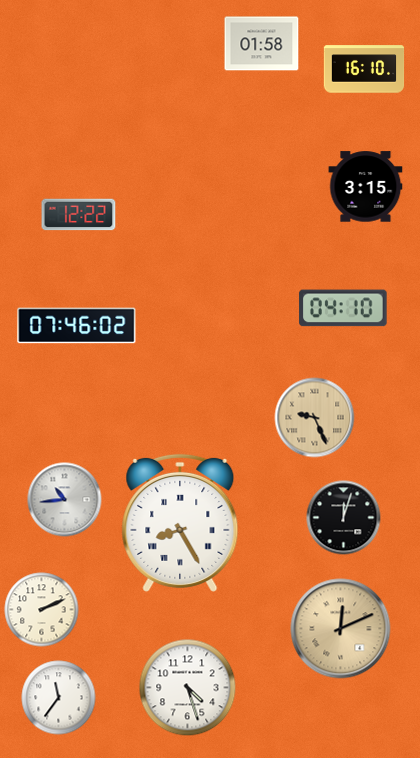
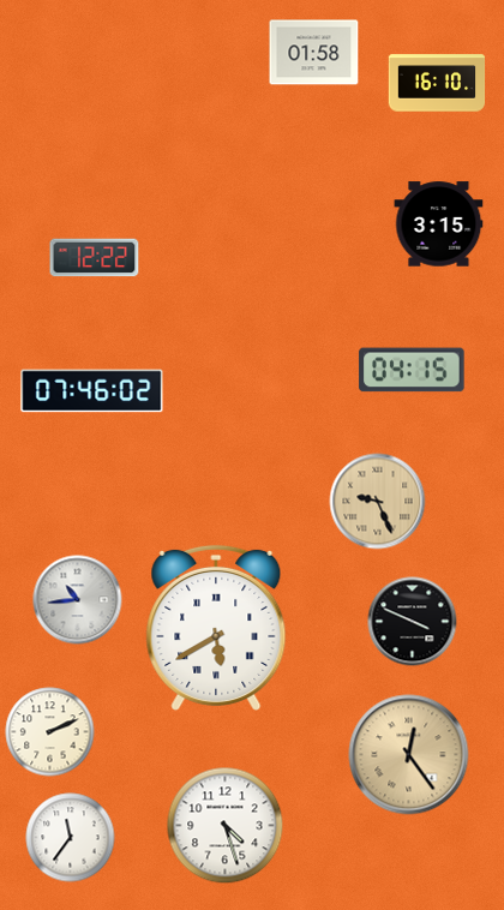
clock at (343, 308): 04:10 -> 04:15
clock at (344, 518): 12:03 -> 3:49
clock at (180, 523): 8:25 -> 5:40
clock at (341, 629): 12:11 -> 12:24
